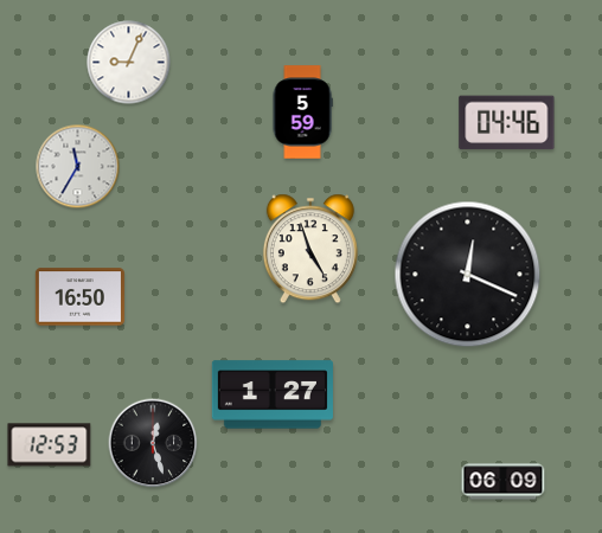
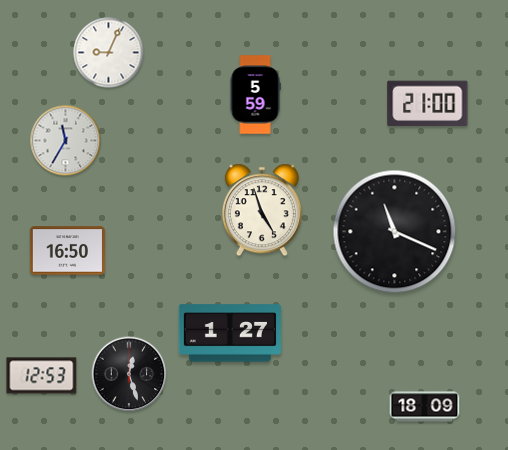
clock at (507, 123): 04:46 -> 21:00
clock at (468, 275): 12:19 -> 11:19
clock at (504, 482): 06:09 -> 18:09
